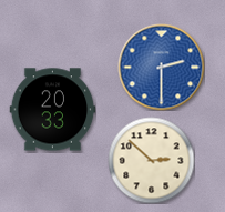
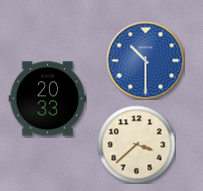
clock at (161, 67): 2:30 -> 10:30
clock at (151, 160): 2:52 -> 3:38
